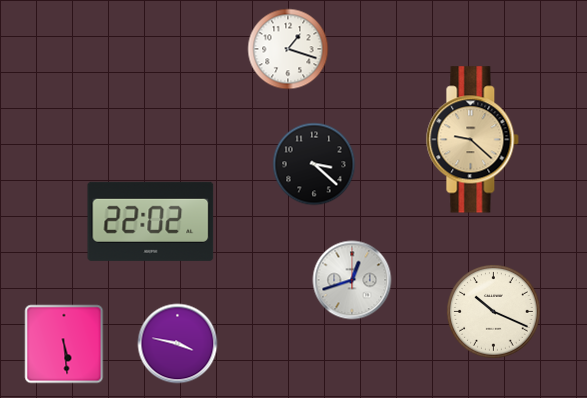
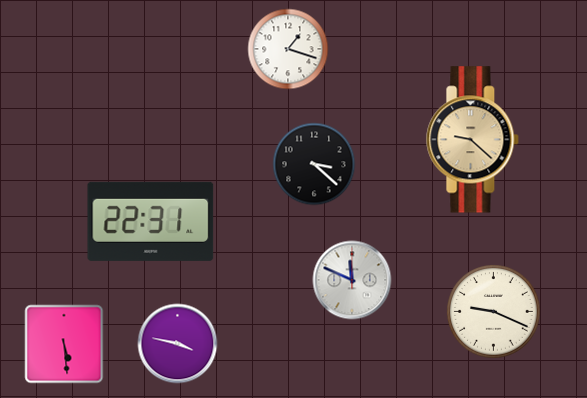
clock at (151, 221): 22:02 -> 22:31
clock at (352, 280): 12:42 -> 11:49
clock at (494, 312): 10:19 -> 9:19
